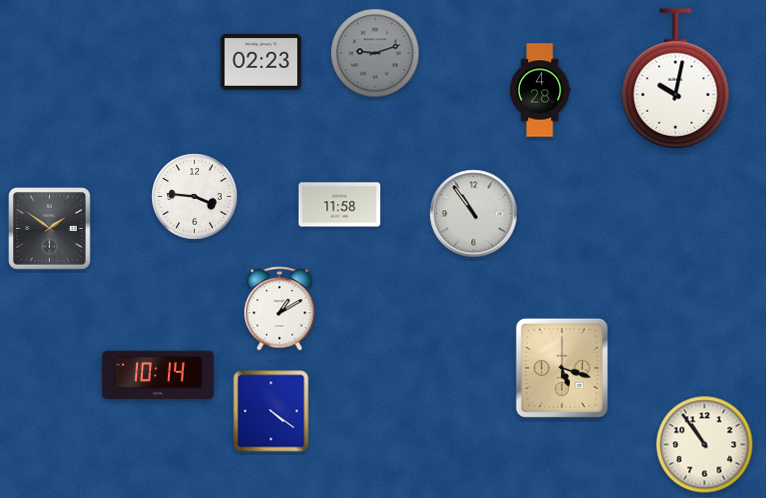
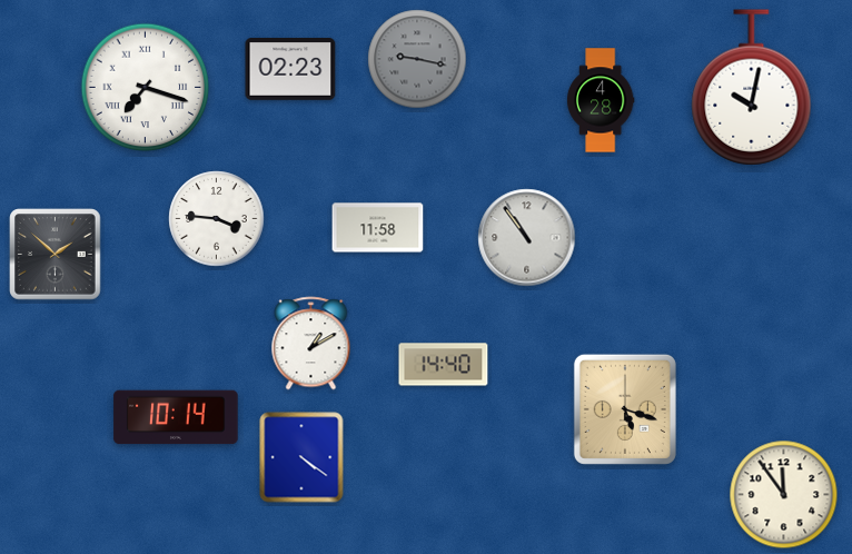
clock at (375, 53): 9:12 -> 9:17
clock at (146, 88): none -> 7:18
clock at (50, 229): 1:51 -> 1:52
clock at (444, 365): none -> 14:40
clock at (705, 445): 10:54 -> 11:54
